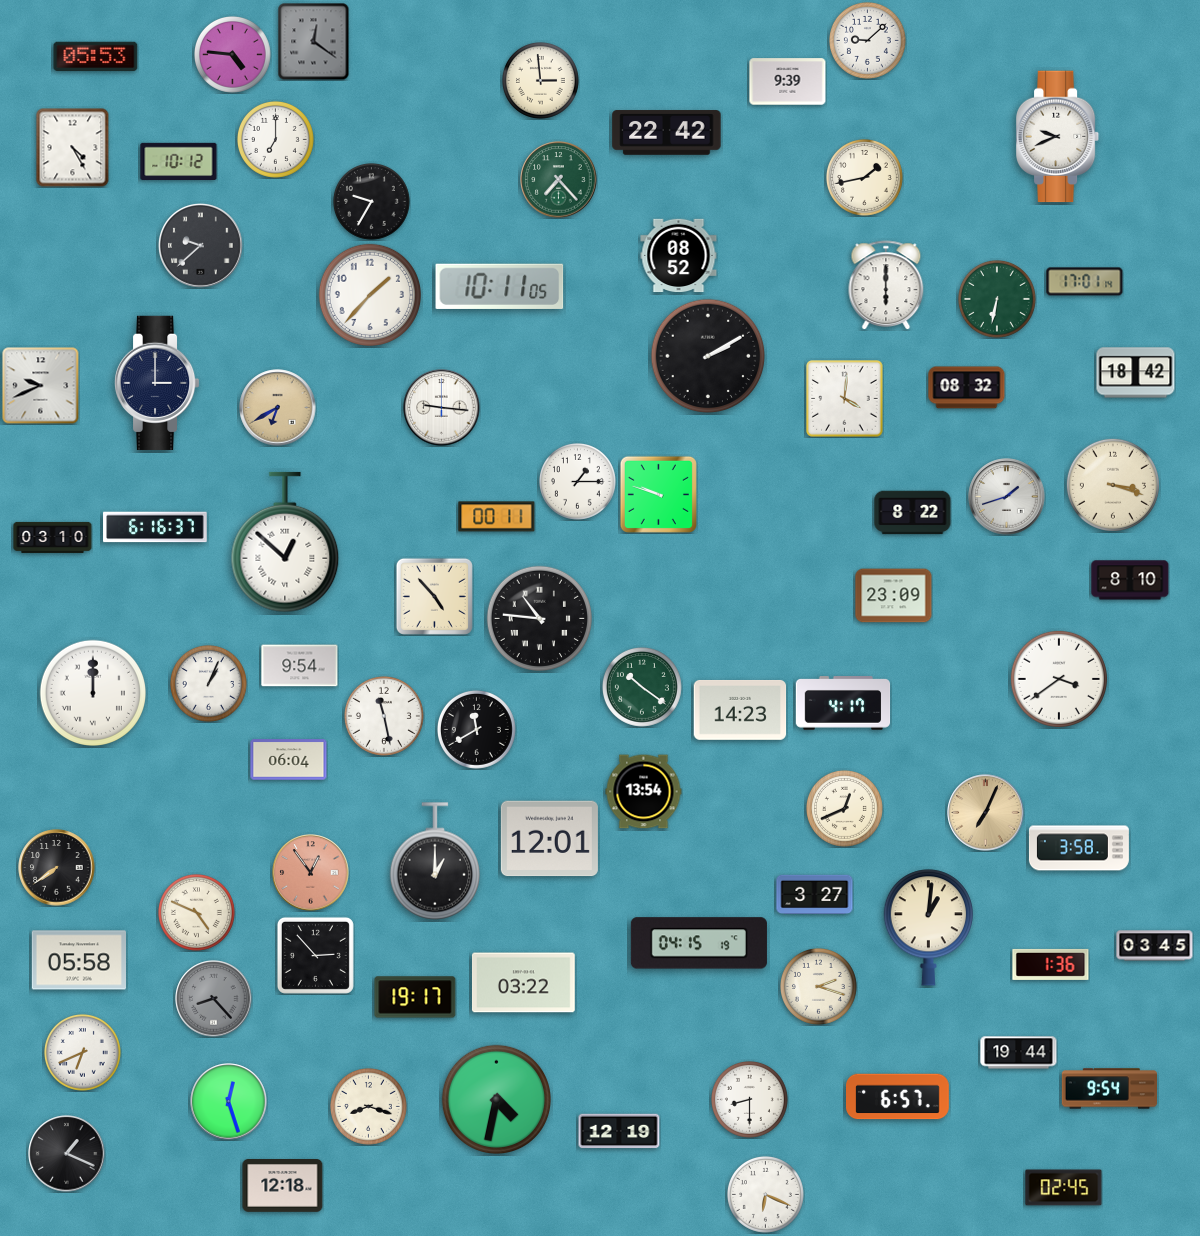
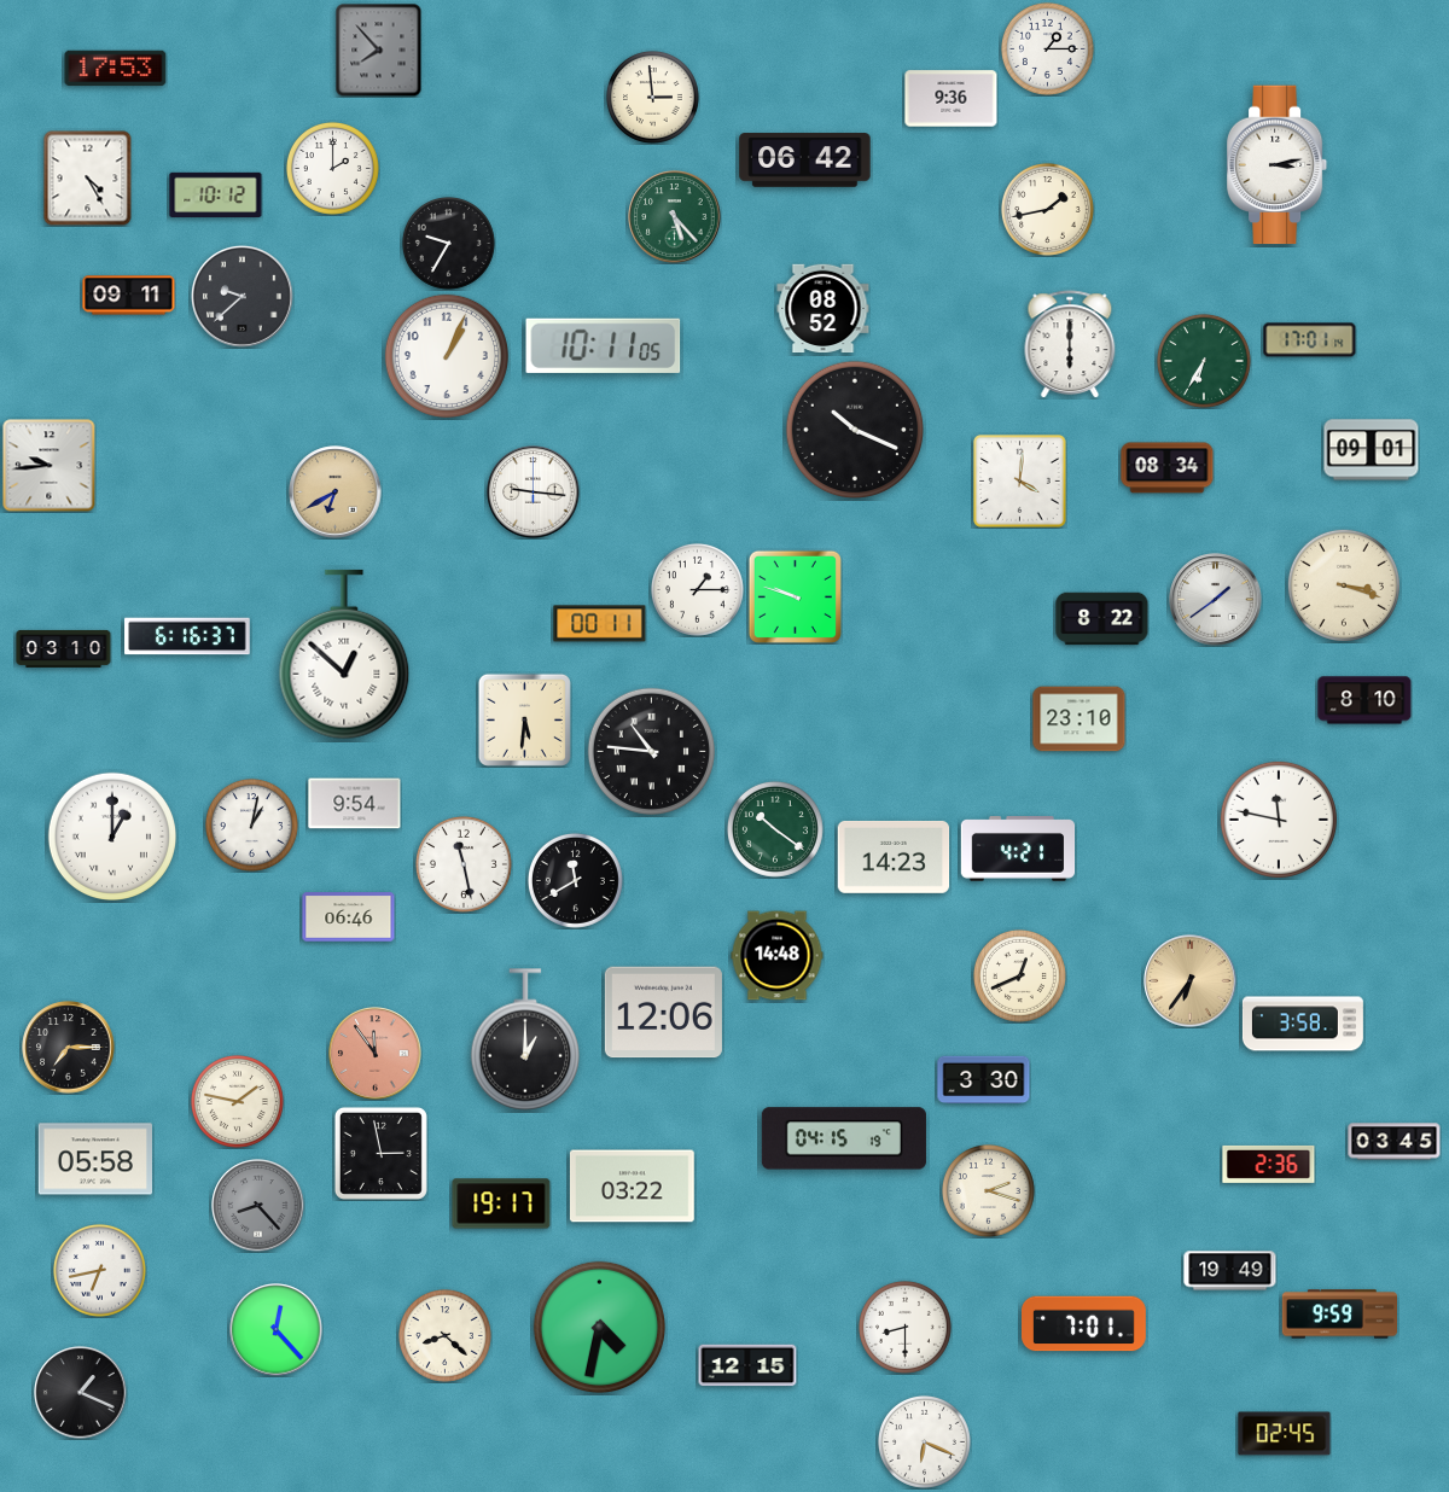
clock at (867, 40): 9:08 -> 1:15
clock at (314, 41): 12:21 -> 7:53
clock at (232, 54): 4:46 -> none
clock at (96, 57): 05:53 -> 17:53
clock at (788, 82): 9:39 -> 9:36
clock at (667, 133): 22:42 -> 06:42
clock at (1058, 137): 9:41 -> 3:13
clock at (275, 139): 7:00 -> 2:00
clock at (864, 177) position: (864, 177) -> (1047, 209)
clock at (559, 180): 7:23 -> 5:23
clock at (129, 296): none -> 09:11
clock at (679, 256) position: (679, 256) -> (824, 309)
clock at (370, 295): 1:37 -> 1:04
clock at (997, 299): 6:32 -> 6:35
clock at (708, 356): 2:10 -> 10:19
clock at (1136, 373): 18:42 -> 09:01
clock at (157, 383): 3:00 -> none
clock at (41, 386): 9:41 -> 9:44
clock at (967, 388): 08:32 -> 08:34
clock at (577, 481) position: (577, 481) -> (697, 589)
clock at (1007, 497): 1:42 -> 1:39
clock at (434, 596): 4:53 -> 5:31
clock at (894, 596): 23:09 -> 23:10
clock at (539, 618) position: (539, 618) -> (651, 751)
clock at (300, 666) position: (300, 666) -> (355, 804)
clock at (1059, 679): 3:39 -> 11:47
clock at (208, 683): 1:04 -> 1:02
clock at (92, 692): 12:00 -> 1:00
clock at (843, 703): 4:17 -> 4:21
clock at (289, 760): 06:04 -> 06:46
clock at (644, 792): 13:54 -> 14:48
clock at (986, 813): 7:04 -> 6:36
clock at (549, 839): 12:01 -> 12:06
clock at (57, 868): 7:39 -> 7:15
clock at (311, 873): 12:54 -> 11:54
clock at (815, 895): 3:27 -> 3:30
clock at (196, 912): 4:49 -> 1:47
clock at (928, 928): 1:01 -> none
clock at (315, 955): 2:53 -> 2:58
clock at (1051, 964): 1:36 -> 2:36
clock at (82, 1052): 6:41 -> 6:43
clock at (1019, 1053): 19:44 -> 19:49
clock at (1109, 1089): 9:54 -> 9:59
clock at (898, 1097): 6:57 -> 7:01
clock at (229, 1102): 12:27 -> 12:23
clock at (368, 1106): 8:18 -> 8:22
clock at (619, 1131): 12:19 -> 12:15
clock at (283, 1186): 12:18 -> none
